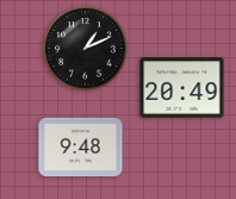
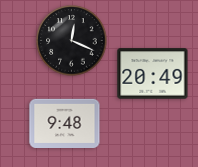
clock at (86, 49): 1:11 -> 12:19
clock at (81, 147) position: (81, 147) -> (65, 123)
